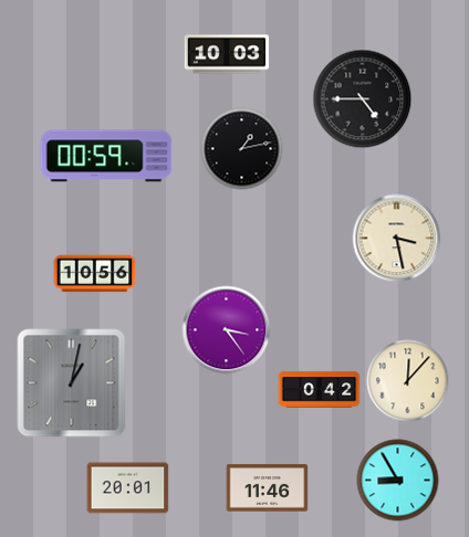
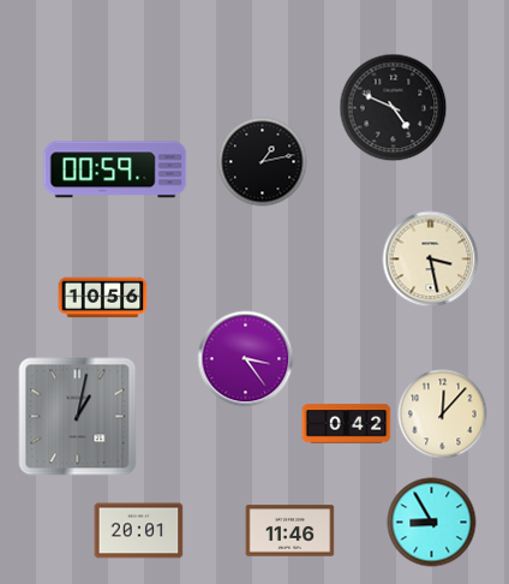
clock at (227, 54): 10:03 -> none
clock at (363, 99): 4:45 -> 4:49
